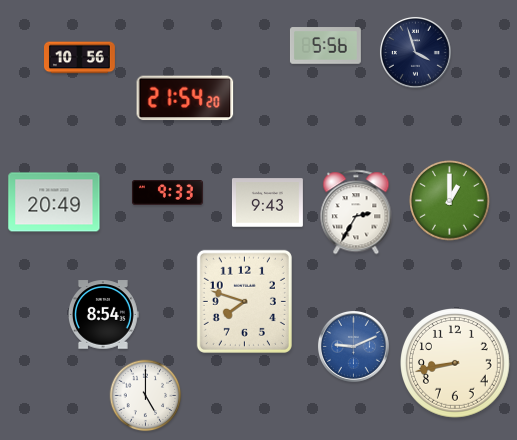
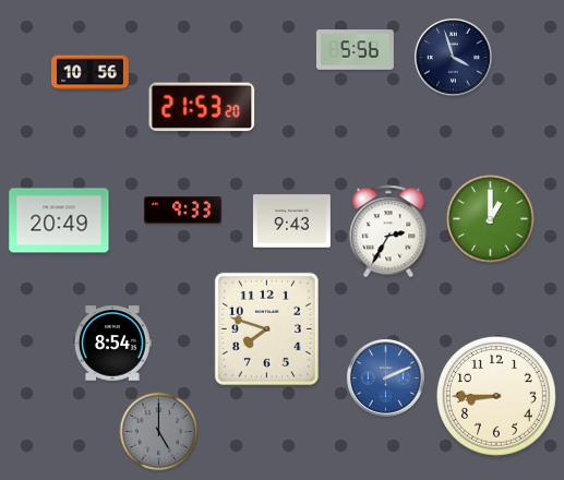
clock at (80, 58) position: (80, 58) -> (91, 73)
clock at (185, 98): 21:54 -> 21:53
clock at (353, 346): 9:11 -> 2:11
clock at (456, 364): 8:43 -> 8:45
clock at (146, 396) dial: white -> grey
